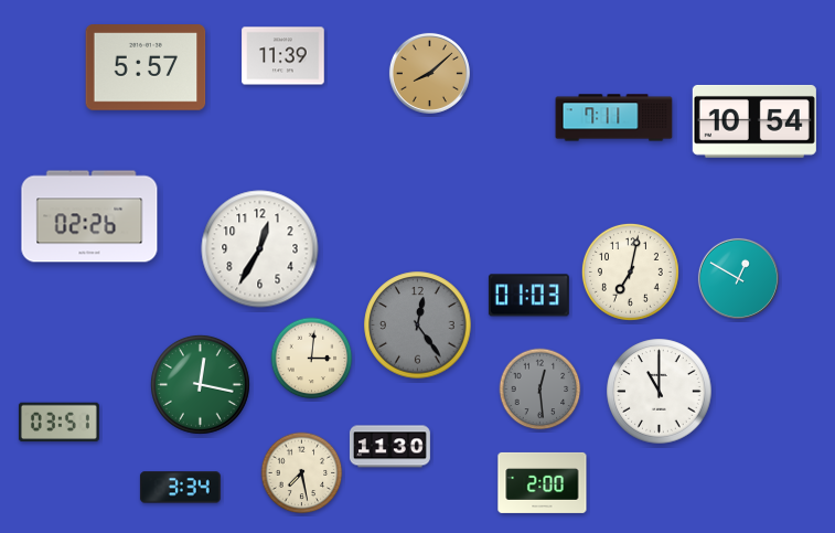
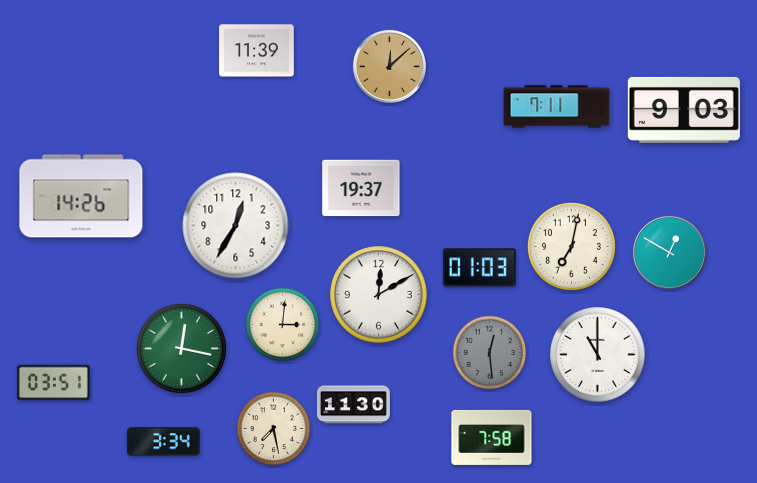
clock at (146, 68): 5:57 -> none
clock at (429, 73): 8:08 -> 12:08
clock at (754, 121): 10:54 -> 9:03
clock at (361, 188): none -> 19:37
clock at (89, 216): 02:26 -> 14:26
clock at (418, 326): 12:24 -> 12:10
clock at (418, 326) dial: grey -> white
clock at (543, 482): 2:00 -> 7:58
